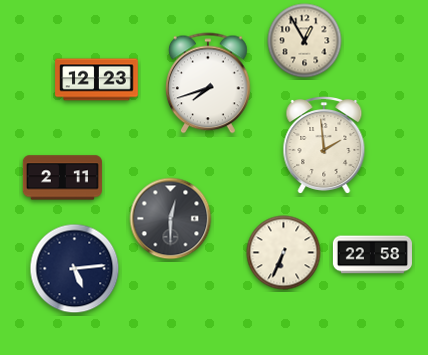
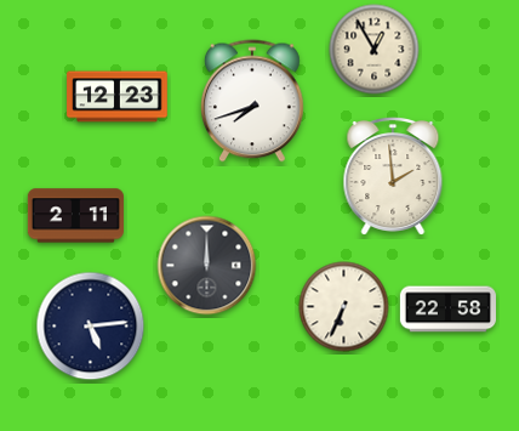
clock at (305, 41) position: (305, 41) -> (375, 50)
clock at (171, 219): 12:30 -> 12:00
clock at (372, 255) position: (372, 255) -> (447, 310)
